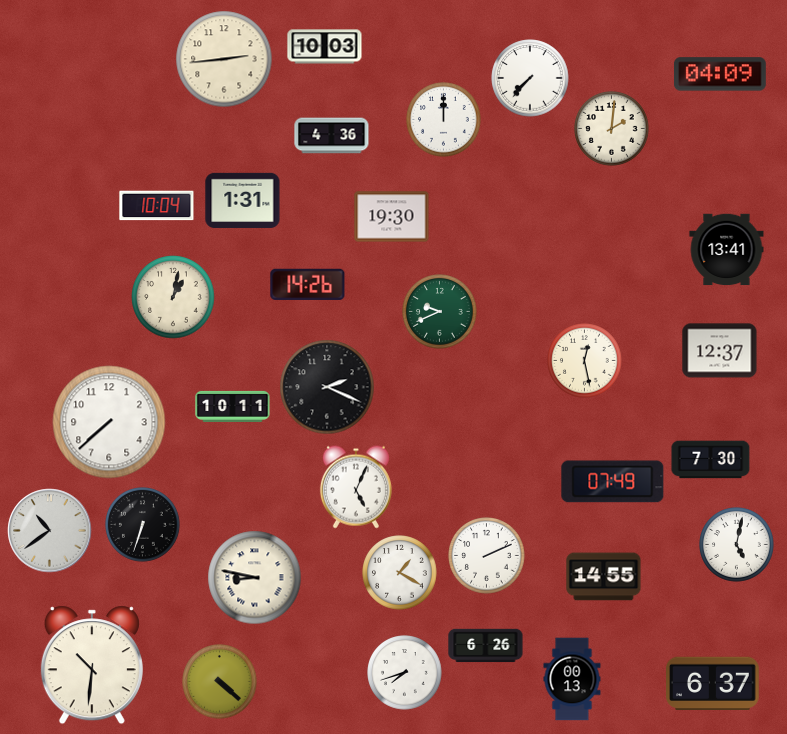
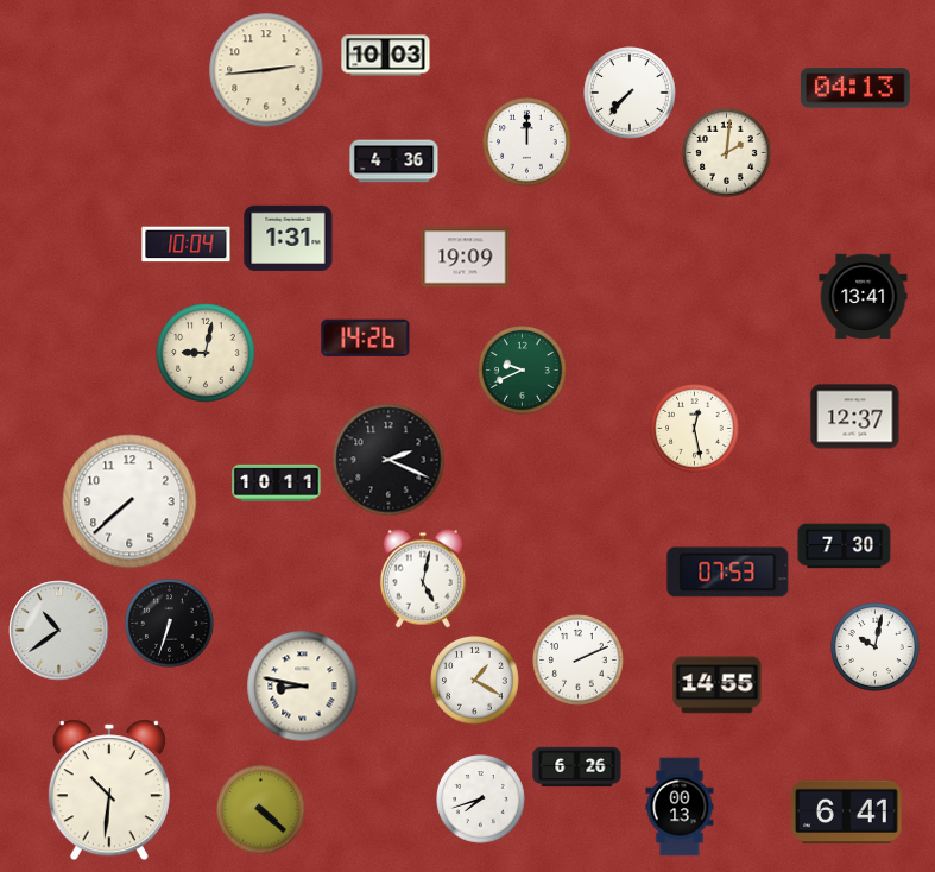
clock at (721, 74): 04:09 -> 04:13
clock at (392, 217): 19:30 -> 19:09
clock at (173, 297): 1:02 -> 9:02
clock at (613, 482): 07:49 -> 07:53
clock at (356, 487): 5:04 -> 5:02
clock at (737, 545): 5:02 -> 10:02
clock at (713, 683): 6:37 -> 6:41
